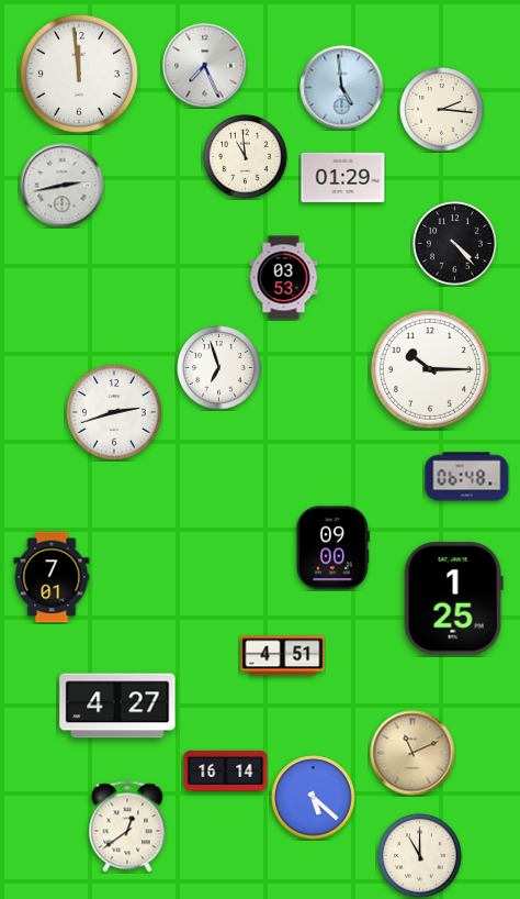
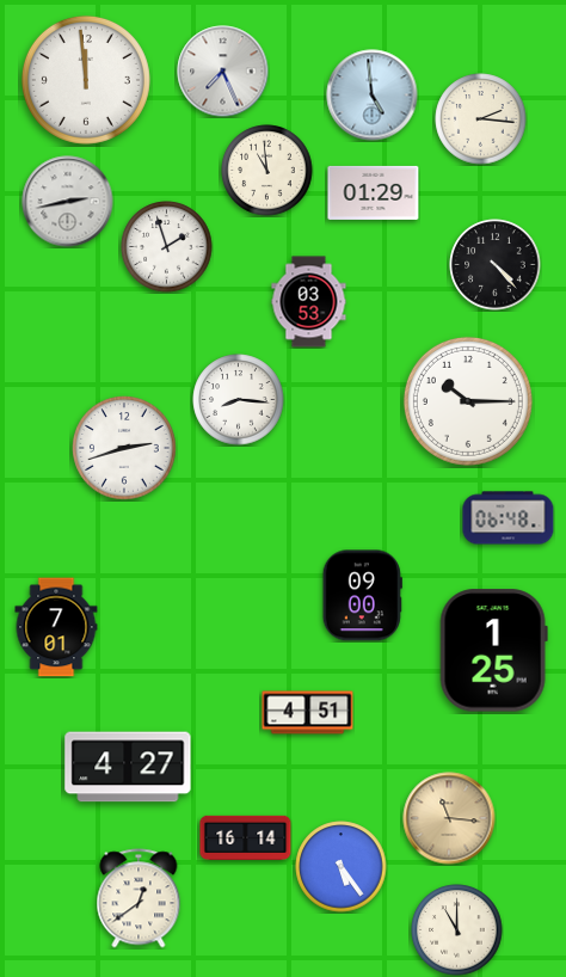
clock at (167, 247): none -> 1:57
clock at (219, 368): 6:57 -> 8:16
clock at (412, 753): 11:11 -> 11:16
clock at (314, 798): 5:22 -> 5:24
